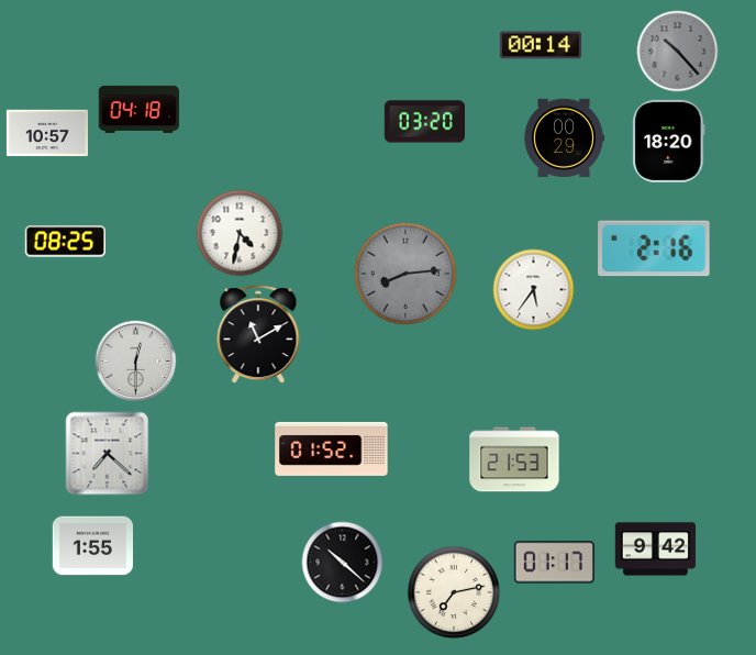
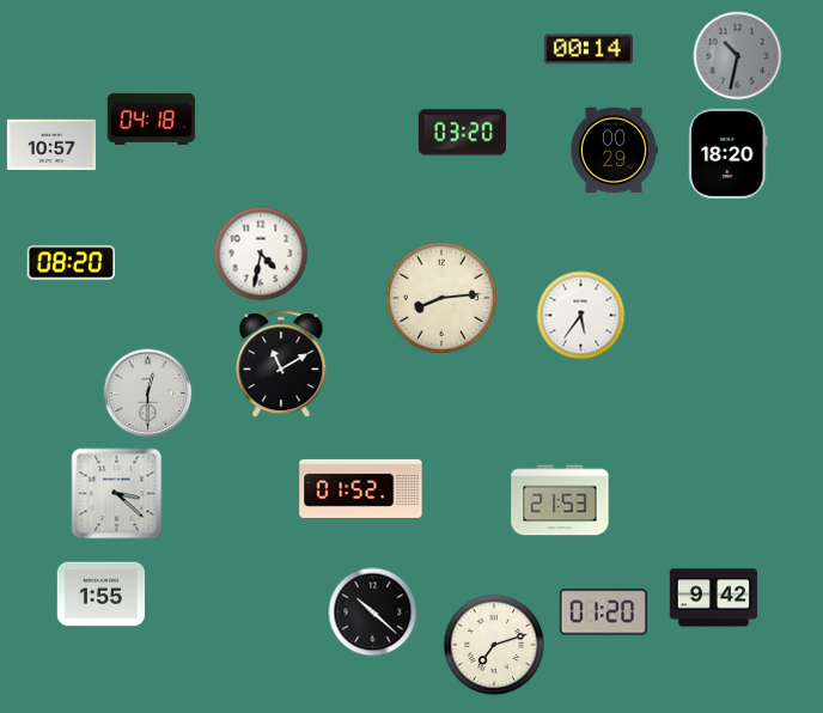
clock at (678, 52): 10:23 -> 10:32
clock at (65, 242): 08:25 -> 08:20
clock at (654, 248): 2:16 -> none
clock at (405, 274) dial: grey -> cream
clock at (108, 454): 7:22 -> 3:22
clock at (554, 563): 01:17 -> 01:20
clock at (454, 592): 7:13 -> 7:12
